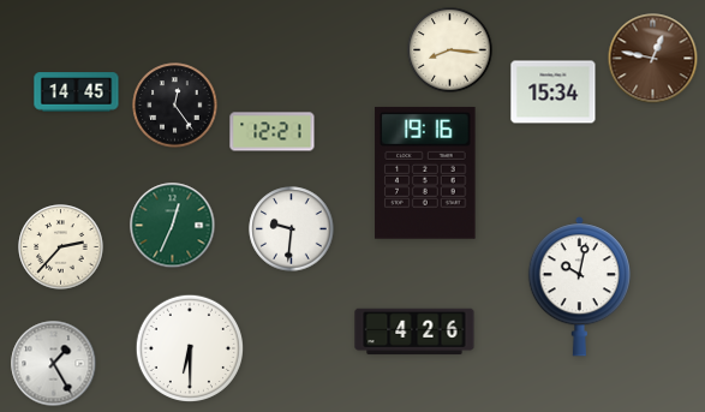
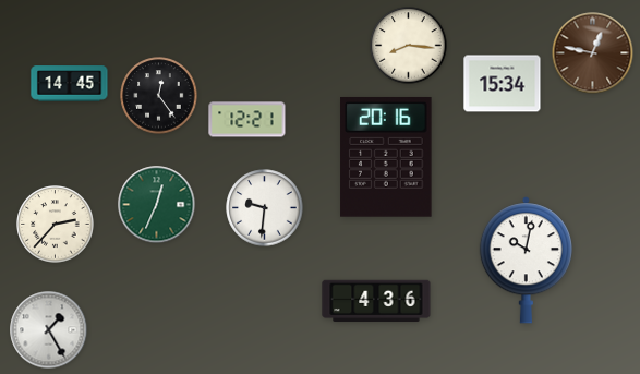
clock at (425, 173): 19:16 -> 20:16
clock at (414, 332): 4:26 -> 4:36
clock at (189, 347): 6:30 -> none
